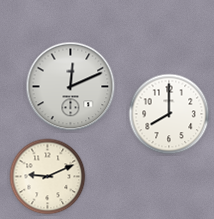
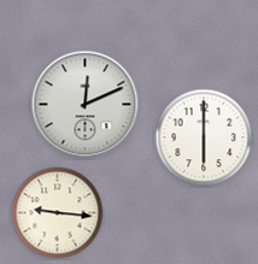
clock at (169, 114): 8:00 -> 6:00
clock at (48, 177): 9:11 -> 9:16
